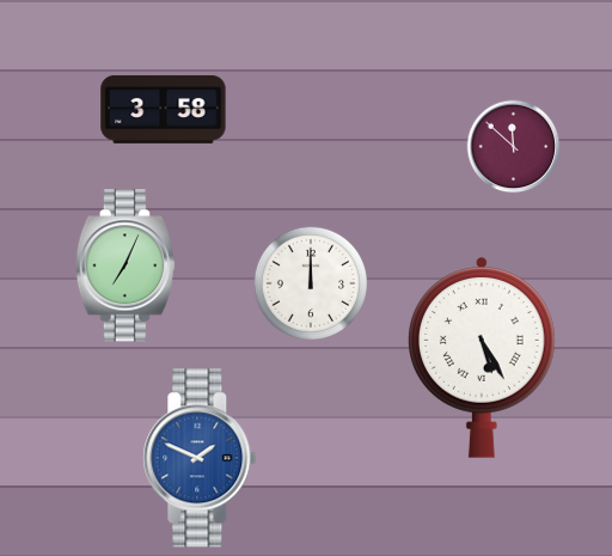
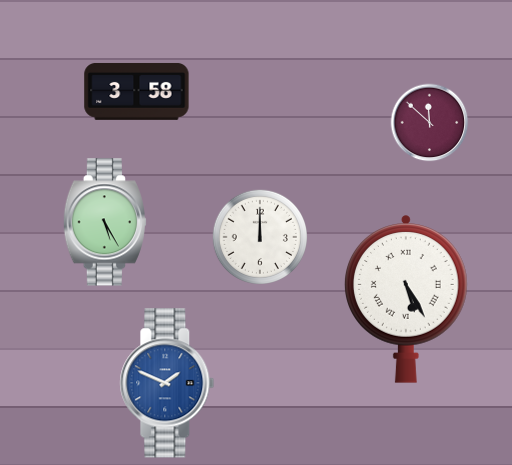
clock at (126, 265): 7:04 -> 5:25
clock at (483, 358) position: (483, 358) -> (407, 299)
